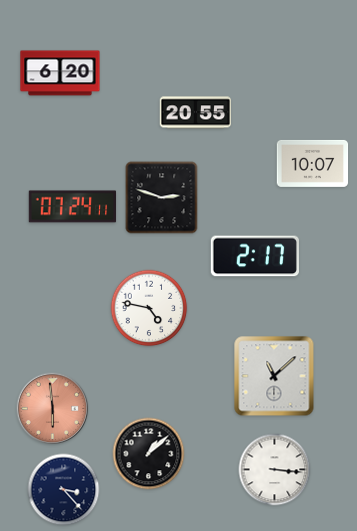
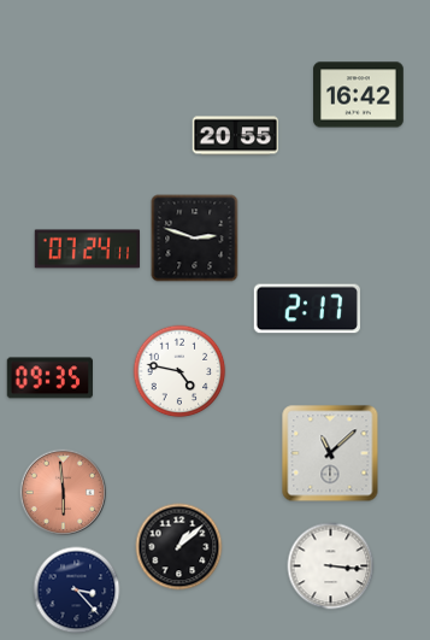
clock at (60, 73): 6:20 -> none
clock at (359, 95): none -> 16:42
clock at (313, 163): 10:07 -> none
clock at (49, 378): none -> 09:35
